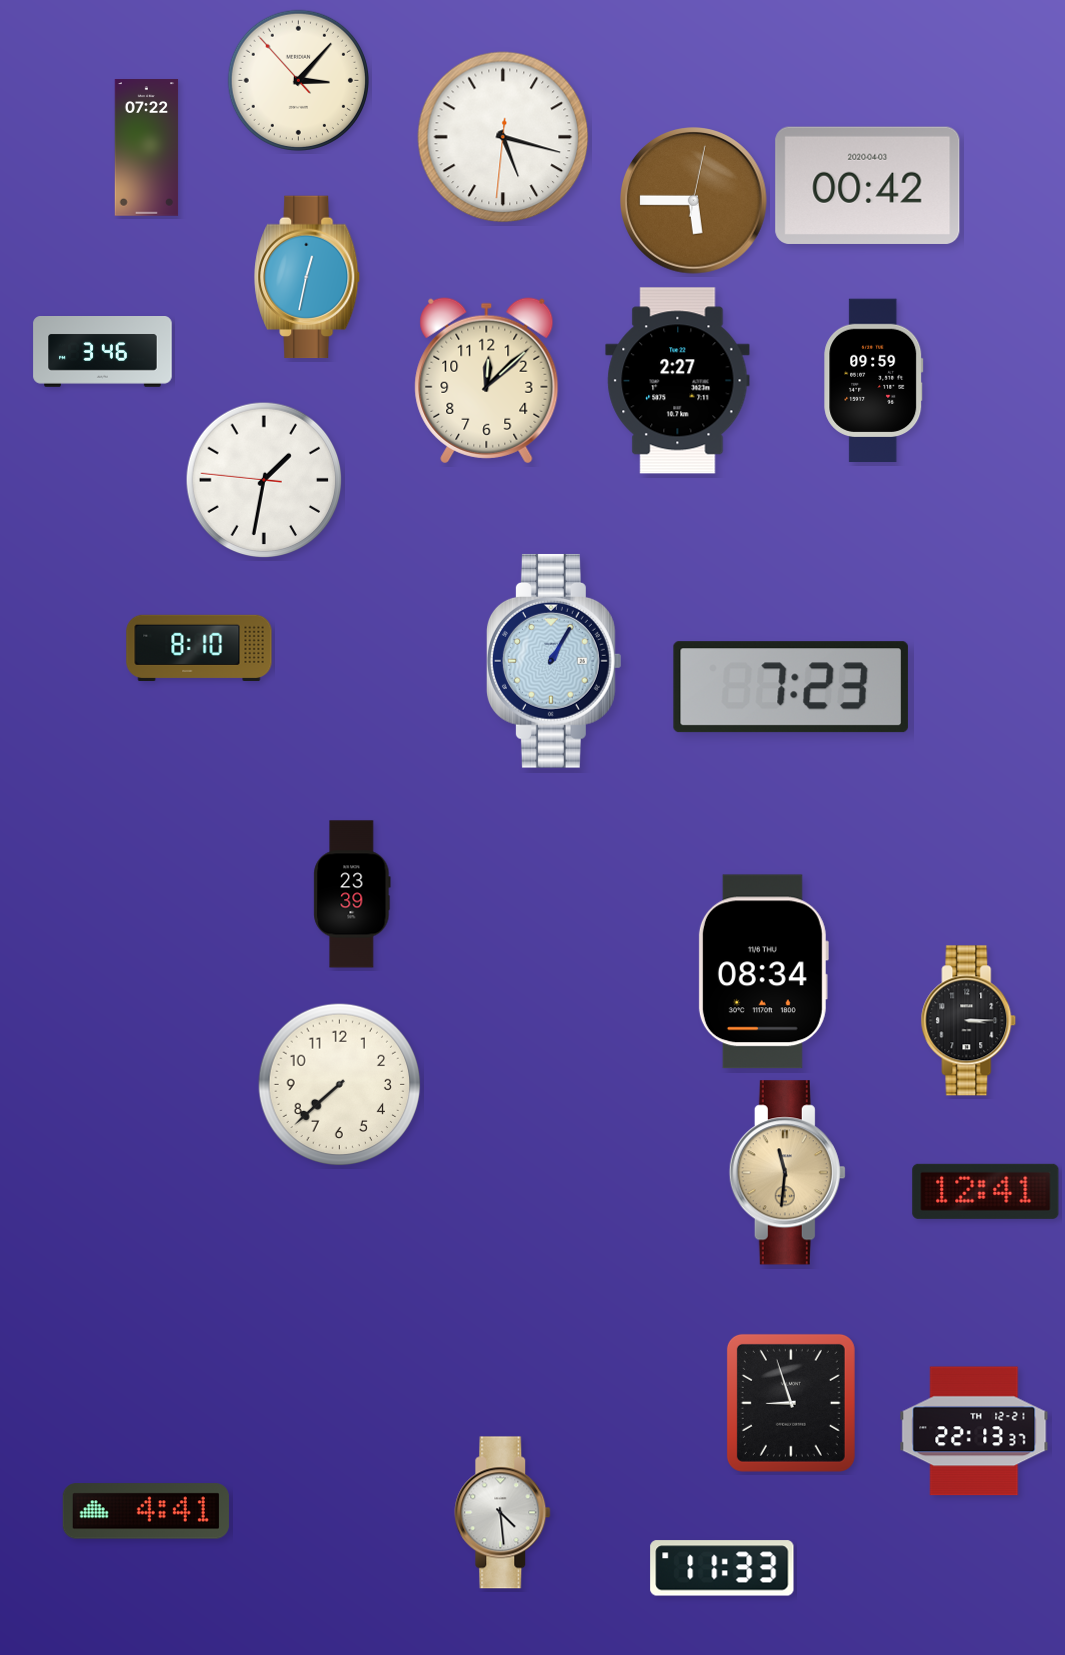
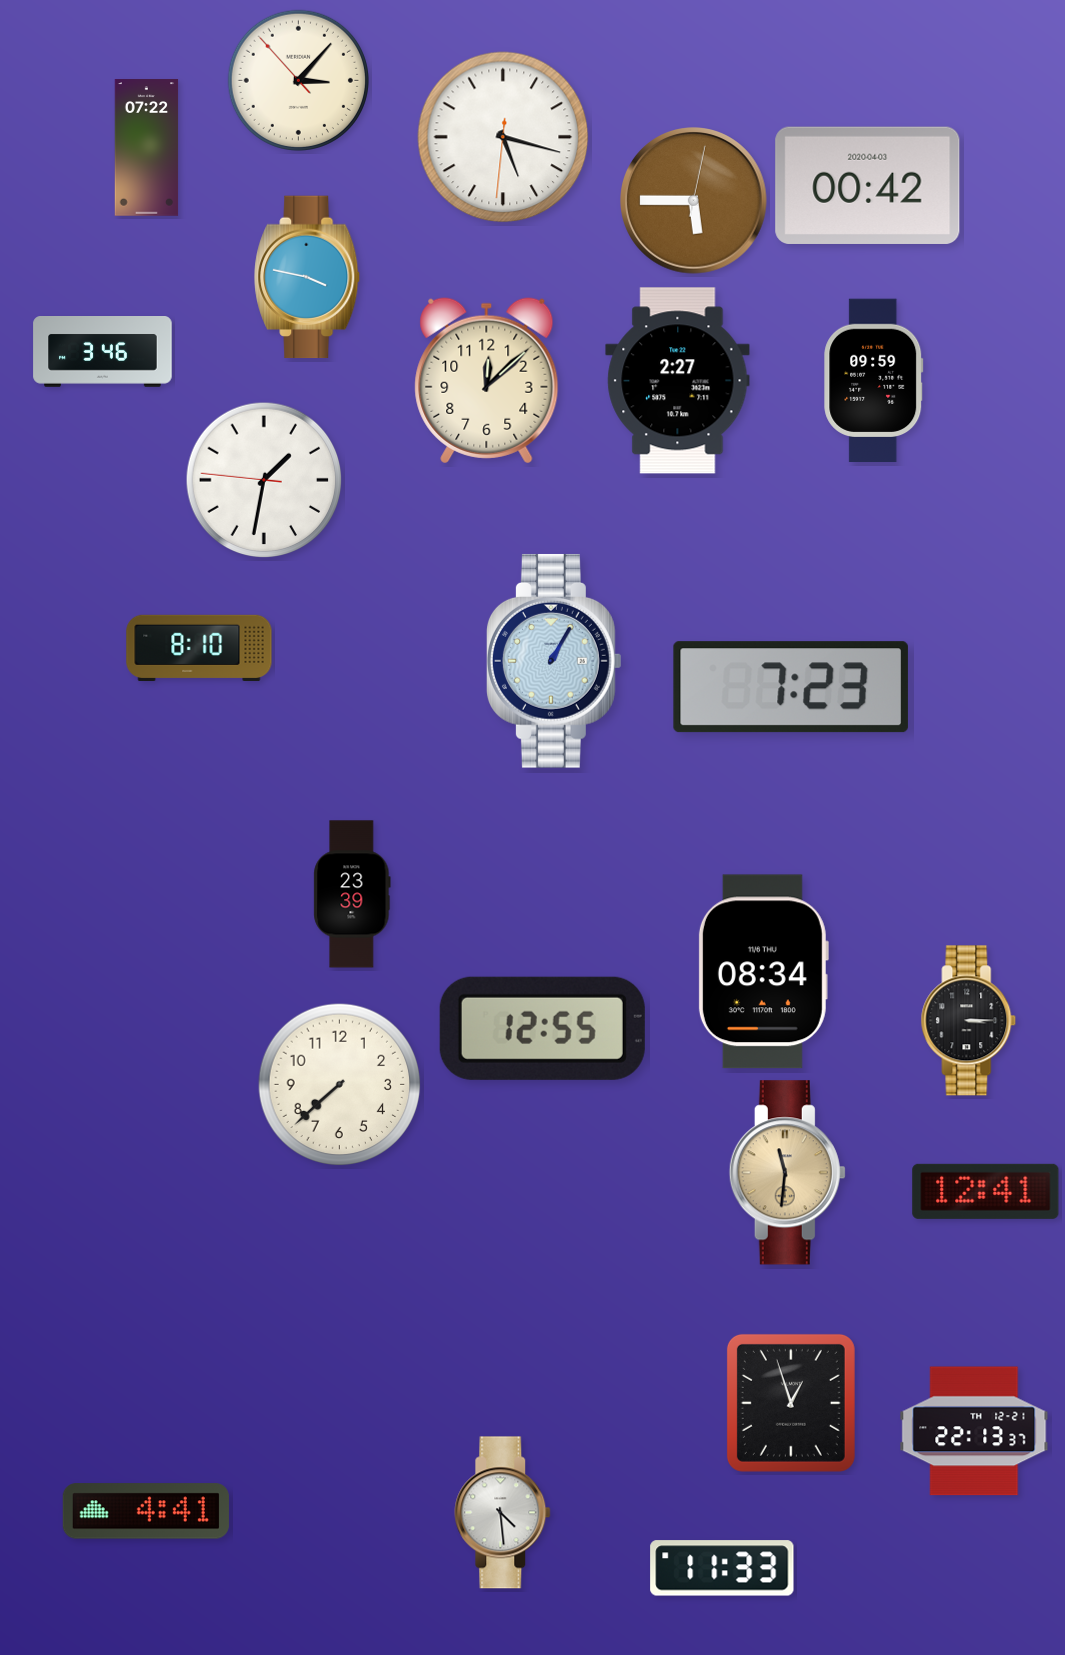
clock at (308, 277): 12:32 -> 3:47
clock at (542, 1028): none -> 12:55
clock at (791, 1403): 8:57 -> 12:57
